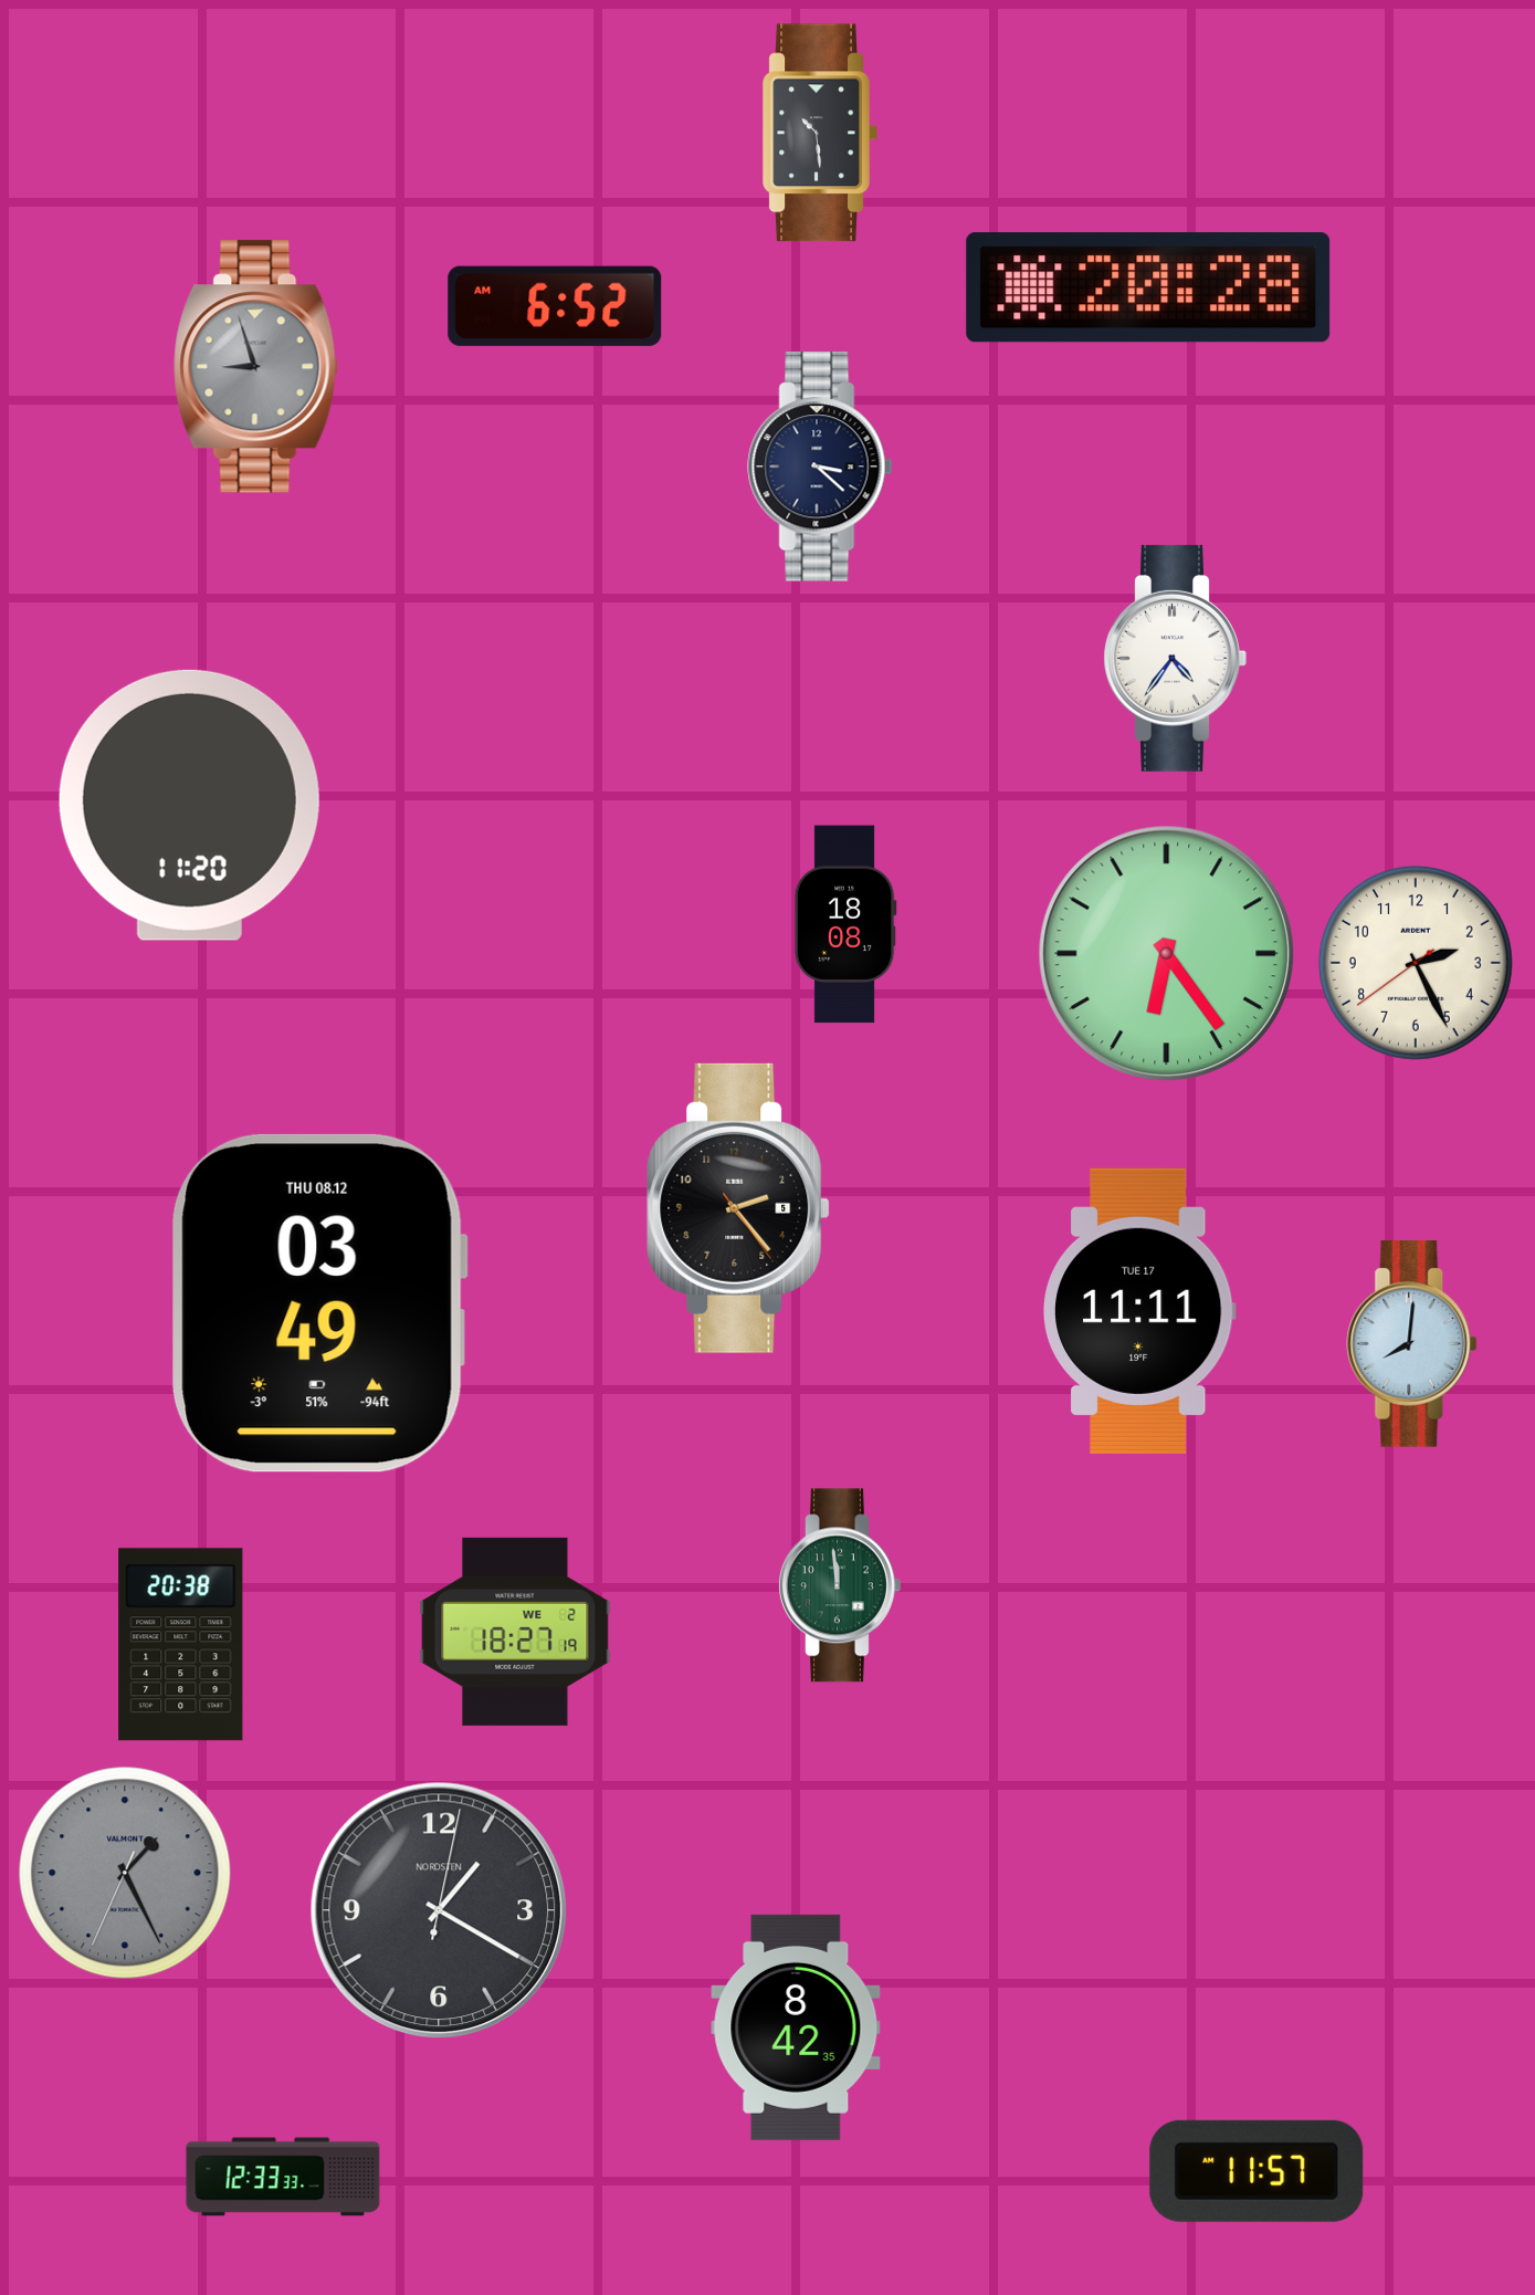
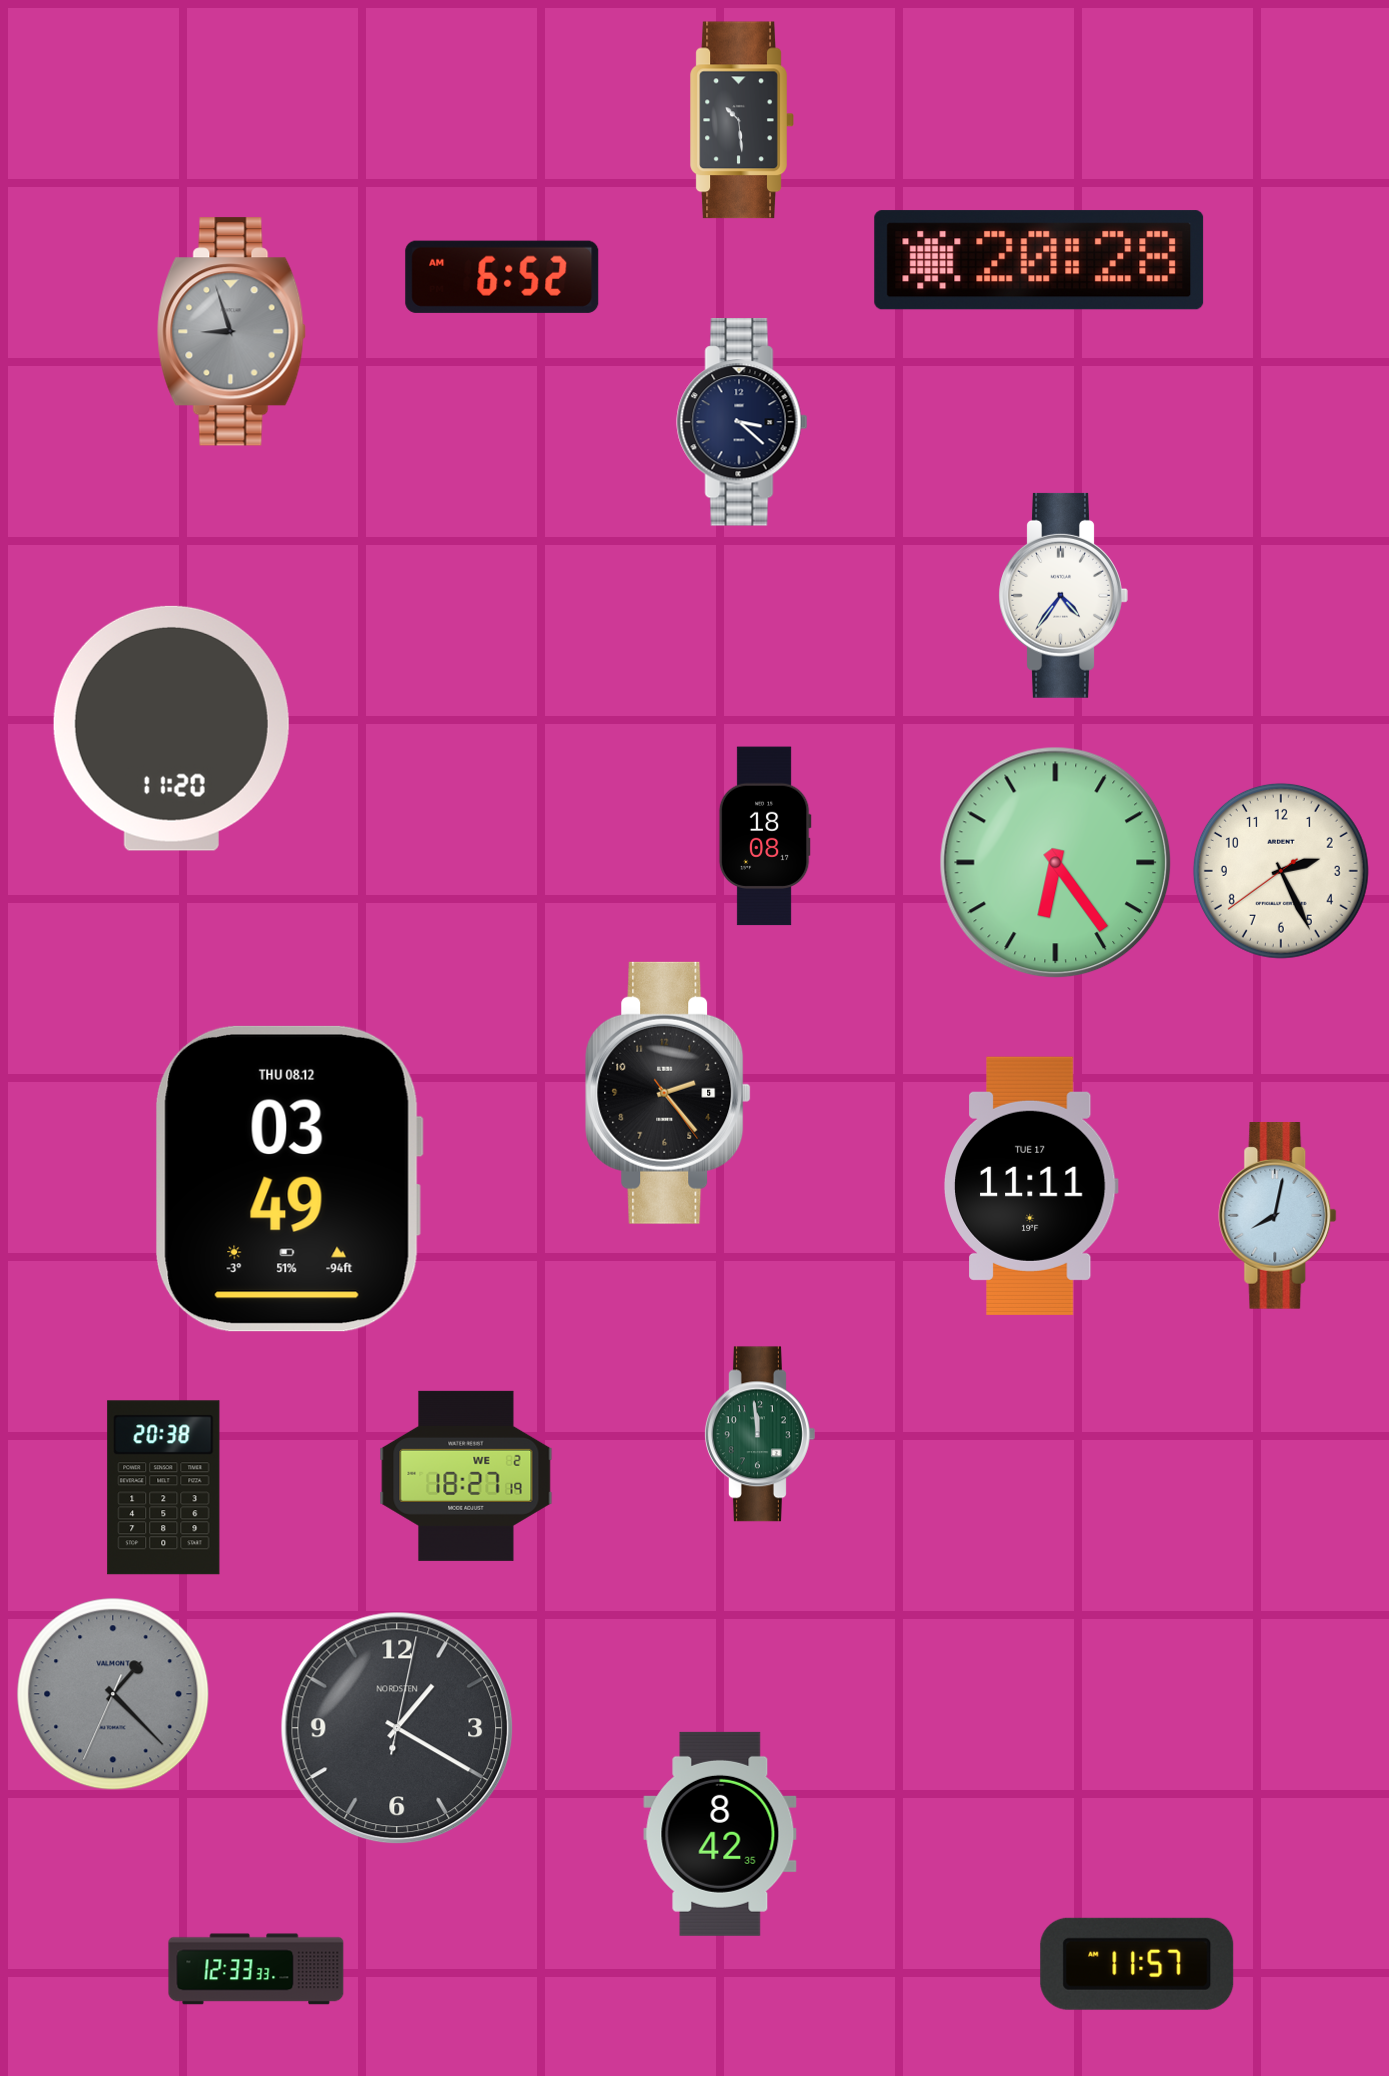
clock at (1412, 1344): 8:01 -> 8:02
clock at (125, 1873): 1:25 -> 1:22
